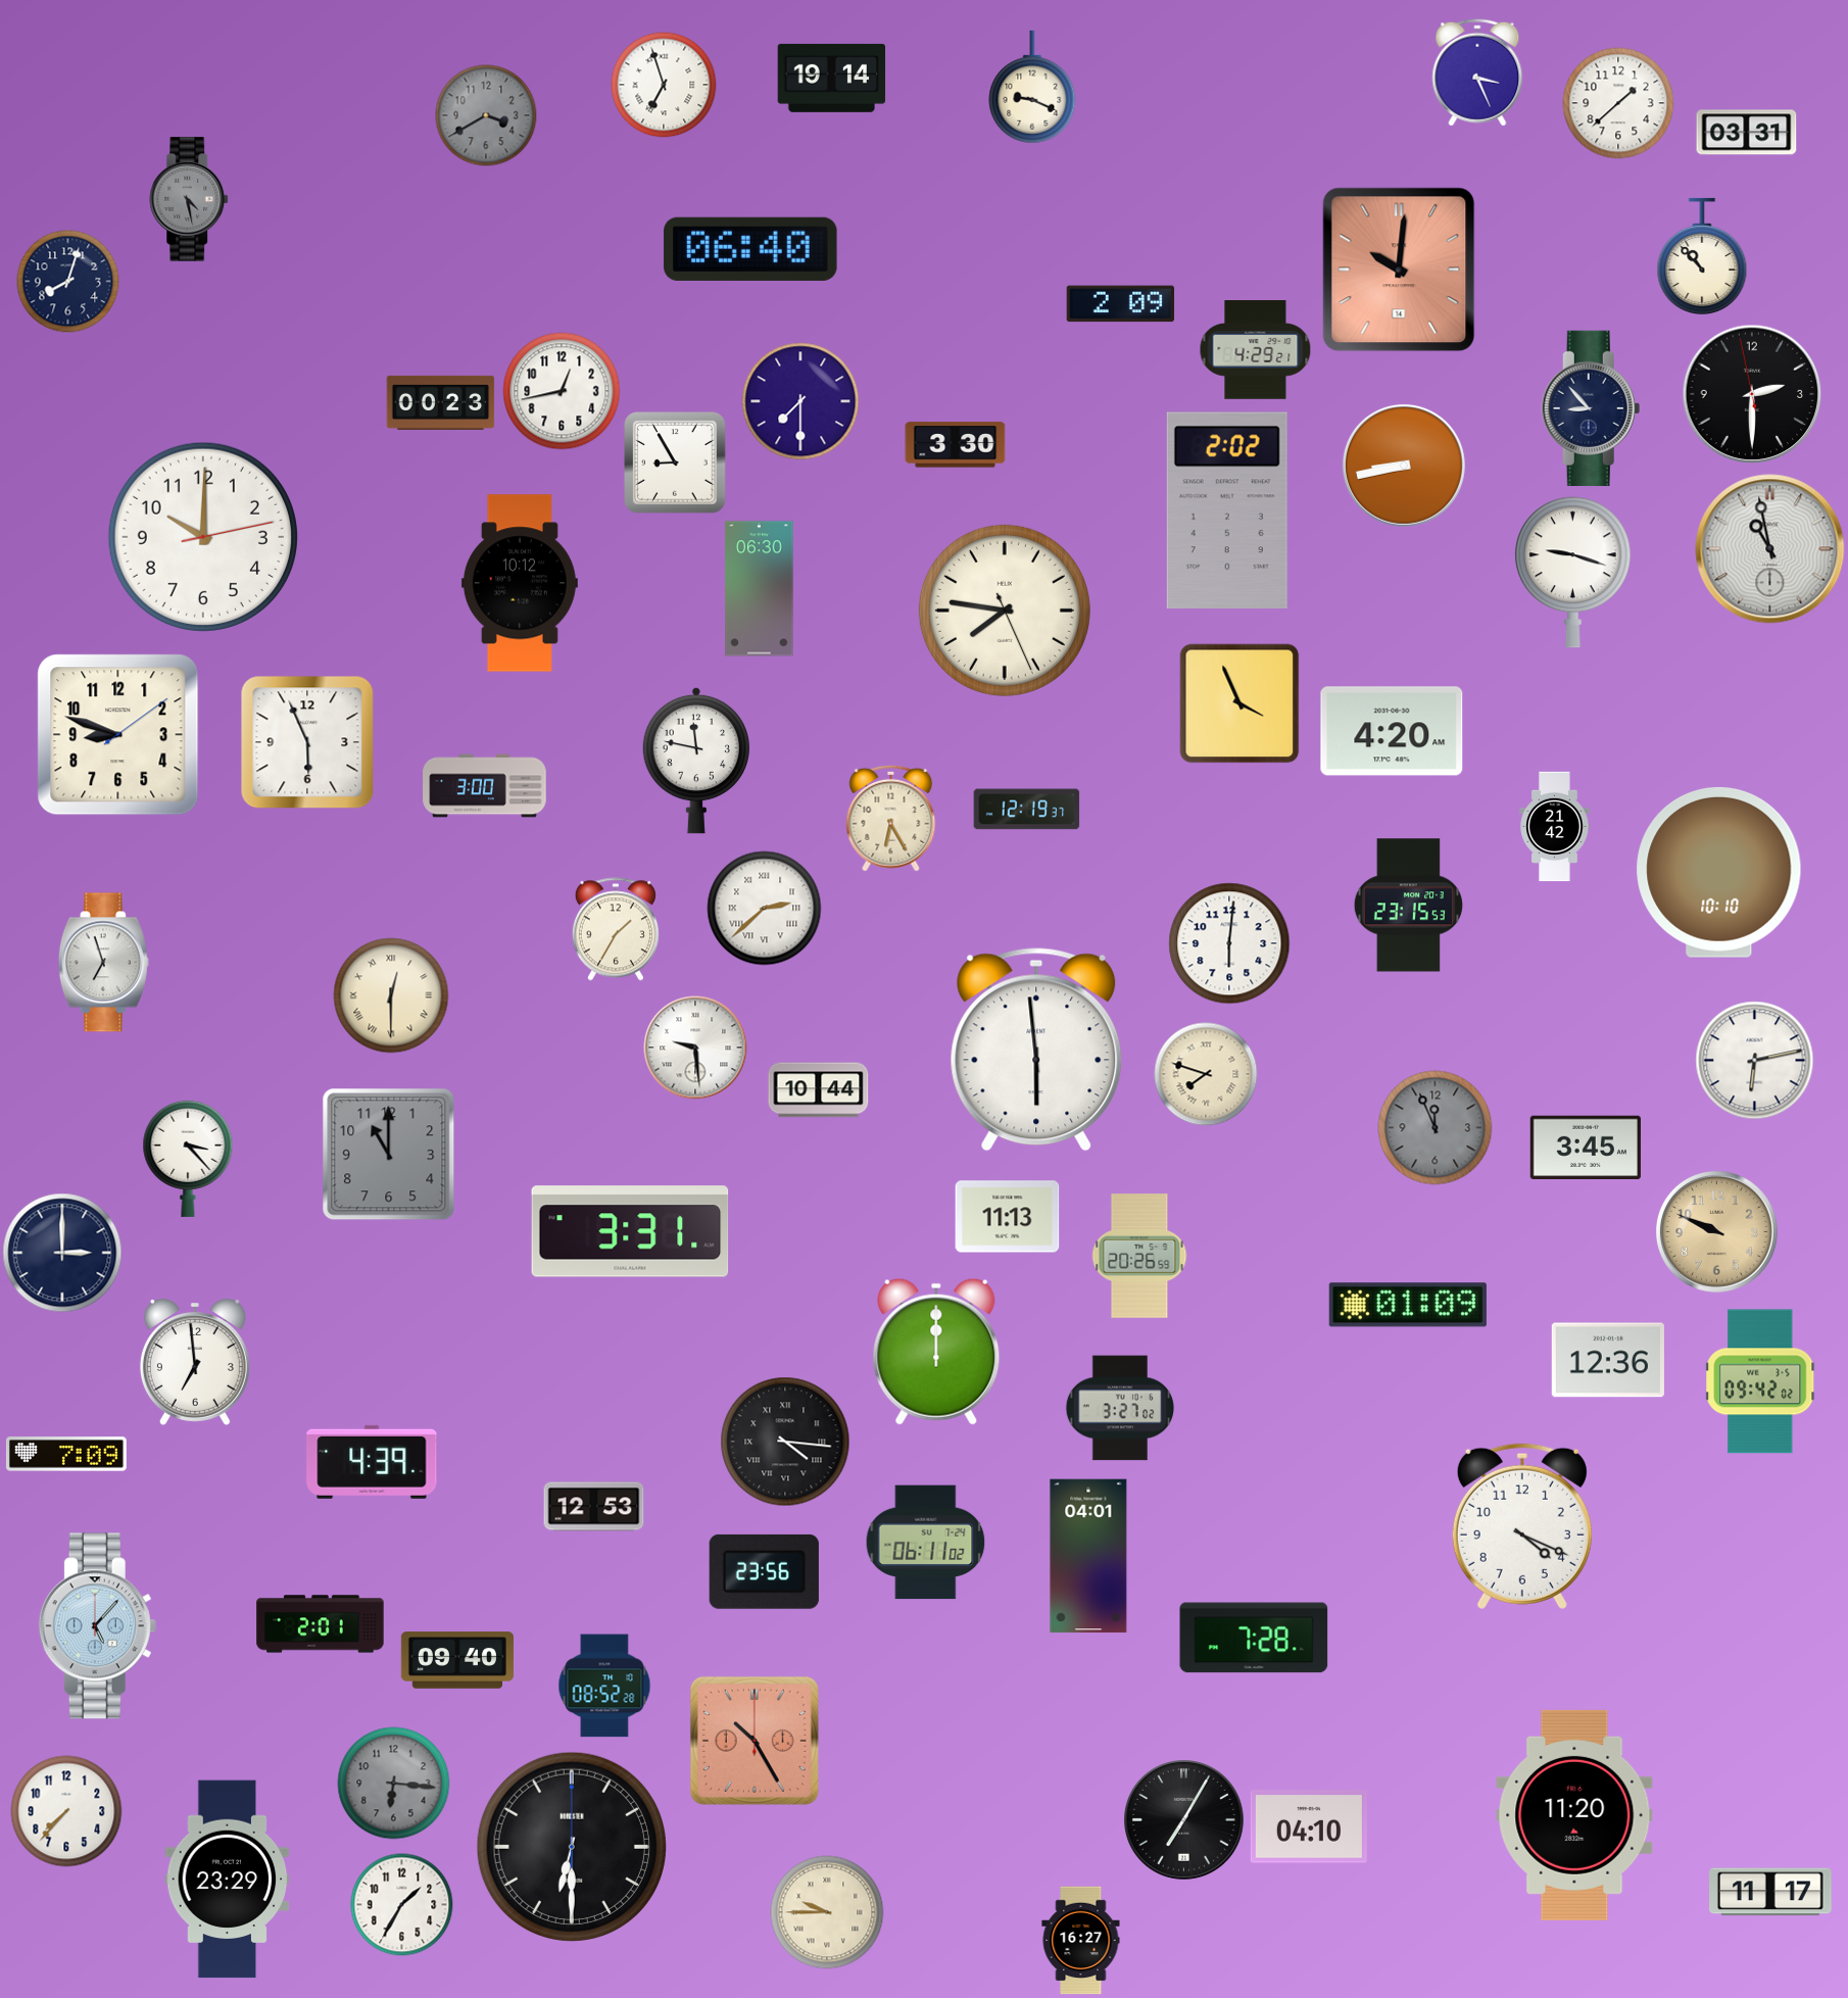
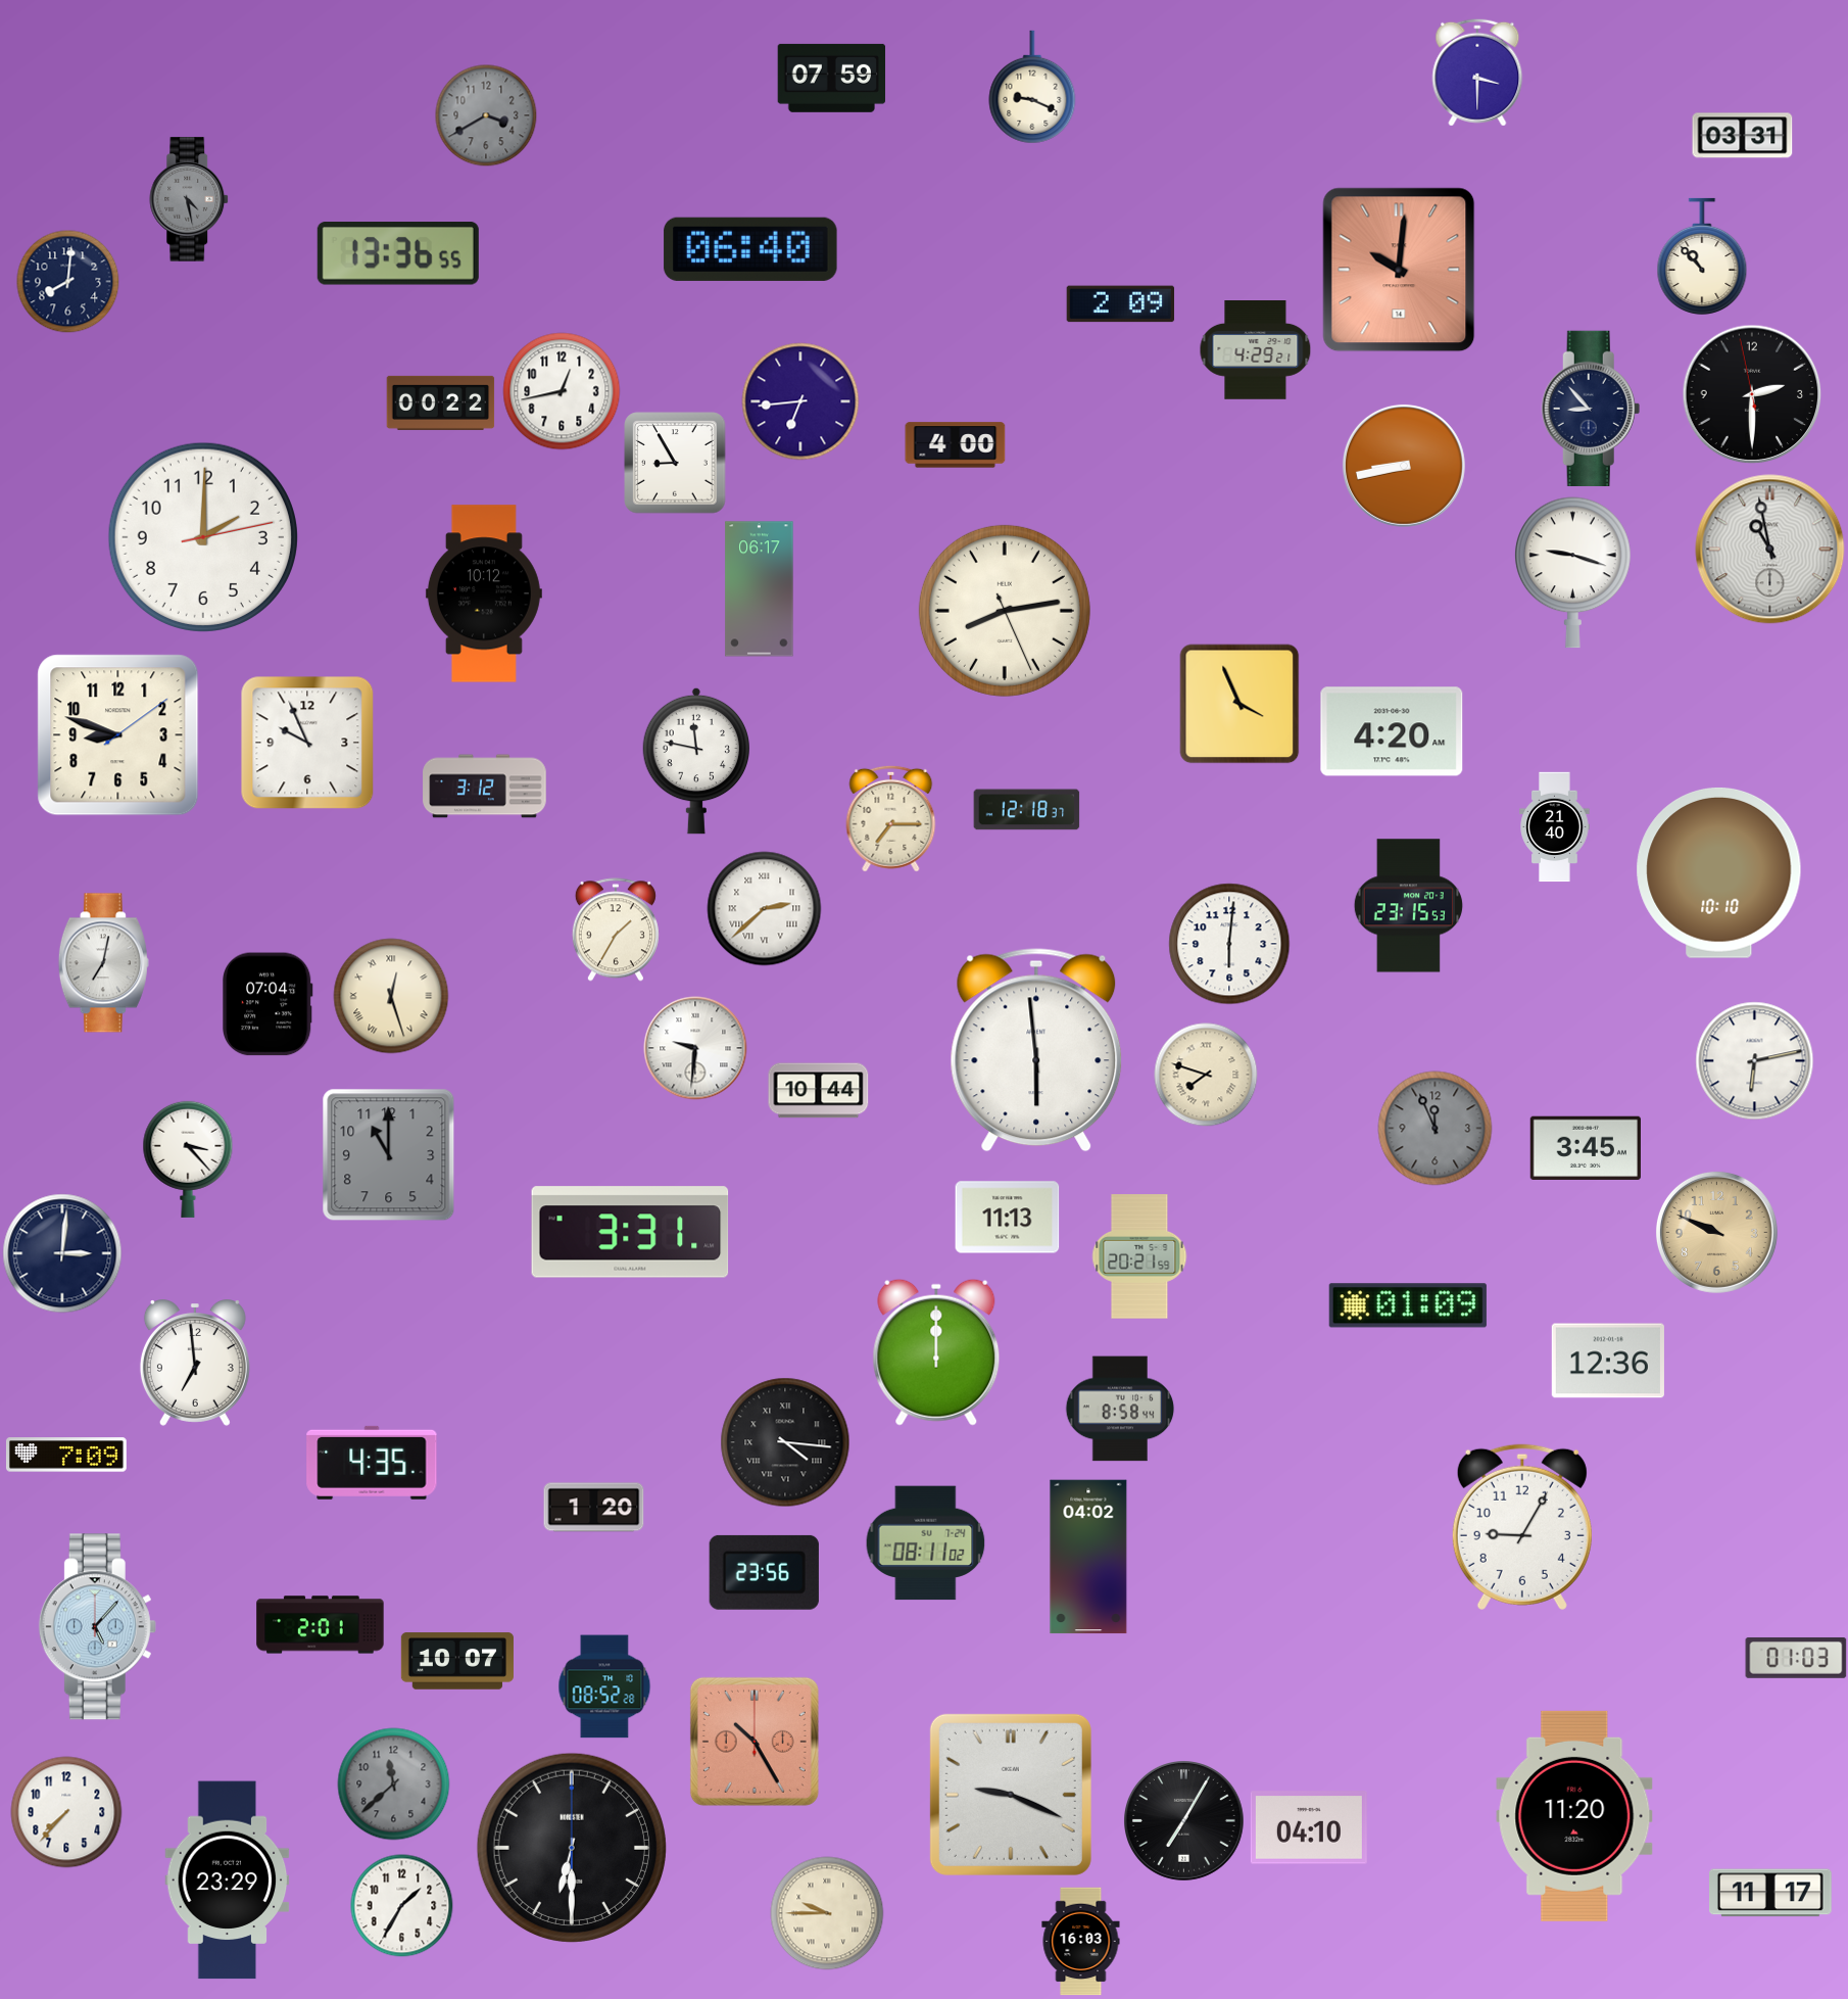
clock at (1477, 72): 3:26 -> 3:30
clock at (832, 78): 19:14 -> 07:59
clock at (664, 85): 6:57 -> none
clock at (1618, 103): 1:38 -> none
clock at (1747, 133) position: (1747, 133) -> (1743, 136)
clock at (398, 254): none -> 13:36
clock at (68, 282): 8:03 -> 8:01
clock at (800, 401): 7:30 -> 6:44
clock at (441, 402): 00:23 -> 00:22
clock at (956, 445): 3:30 -> 4:00
clock at (1227, 509): 2:02 -> none
clock at (203, 537): 10:00 -> 2:00
clock at (520, 583) position: (520, 583) -> (484, 593)
clock at (760, 589): 06:30 -> 06:17
clock at (1005, 611): 7:46 -> 8:13
clock at (307, 742): 5:56 -> 9:56
clock at (485, 786): 3:00 -> 3:12
clock at (1027, 810): 12:19 -> 12:18
clock at (891, 818): 6:25 -> 7:15
clock at (1555, 827): 21:42 -> 21:40
clock at (103, 963): 6:57 -> 7:02
clock at (391, 995): 12:30 -> 12:27
clock at (268, 1004): none -> 07:04
clock at (695, 1047): 9:29 -> 9:31
clock at (62, 1253): 3:00 -> 3:01
clock at (1139, 1256): 20:26 -> 20:21
clock at (1761, 1381): 09:42 -> none
clock at (1120, 1408): 3:27 -> 8:58
clock at (372, 1462): 4:39 -> 4:35
clock at (594, 1507): 12:53 -> 1:20
clock at (1522, 1526): 4:19 -> 9:05
clock at (926, 1543): 06:11 -> 08:11
clock at (1088, 1556): 04:01 -> 04:02
clock at (1254, 1638): 7:28 -> none
clock at (1796, 1658): none -> 01:03
clock at (457, 1660): 09:40 -> 10:07
clock at (394, 1784): 6:16 -> 11:38
clock at (1011, 1795): none -> 9:19
clock at (1081, 1941): 16:27 -> 16:03
